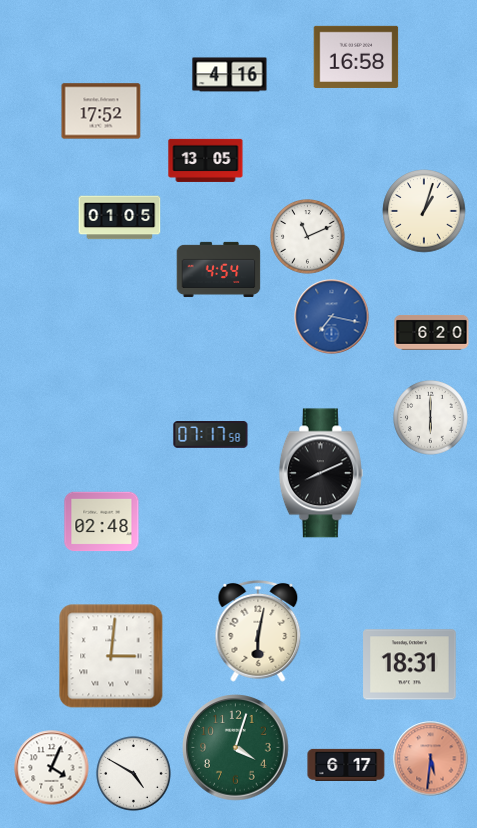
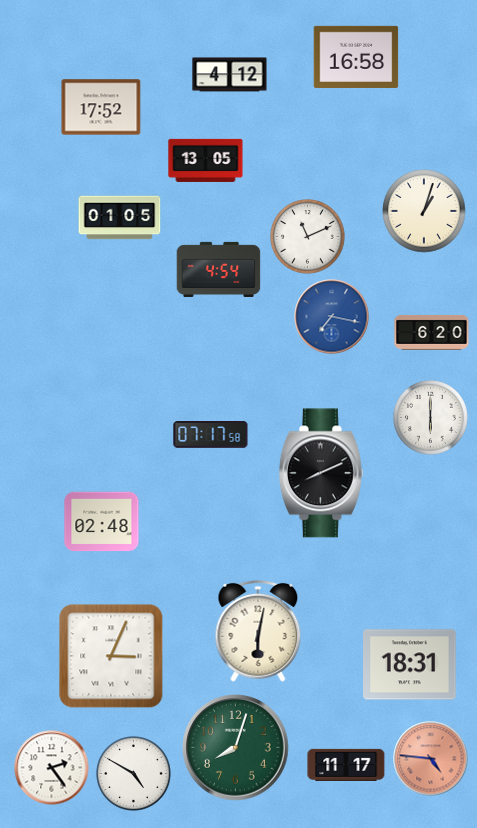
clock at (230, 75): 4:16 -> 4:12
clock at (101, 111) position: (101, 111) -> (101, 107)
clock at (111, 656): 3:01 -> 3:04
clock at (236, 748): 4:03 -> 8:03
clock at (431, 759): 5:31 -> 4:46
clock at (346, 765): 6:17 -> 11:17
clock at (52, 768): 4:04 -> 2:24
